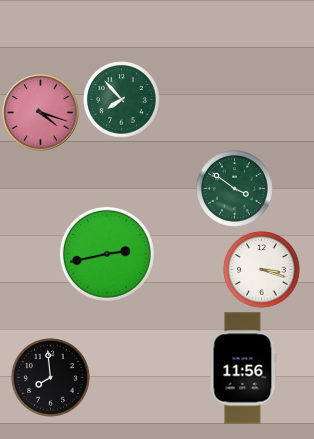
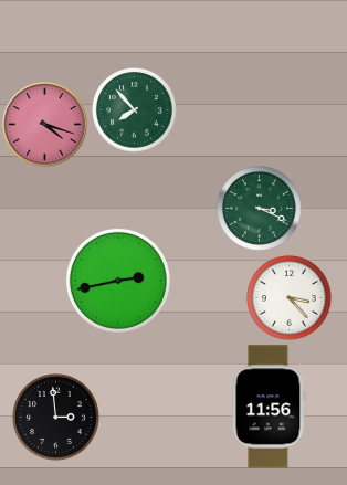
clock at (235, 189): 3:51 -> 3:19
clock at (262, 270): 3:18 -> 3:23
clock at (51, 378): 7:59 -> 2:59
